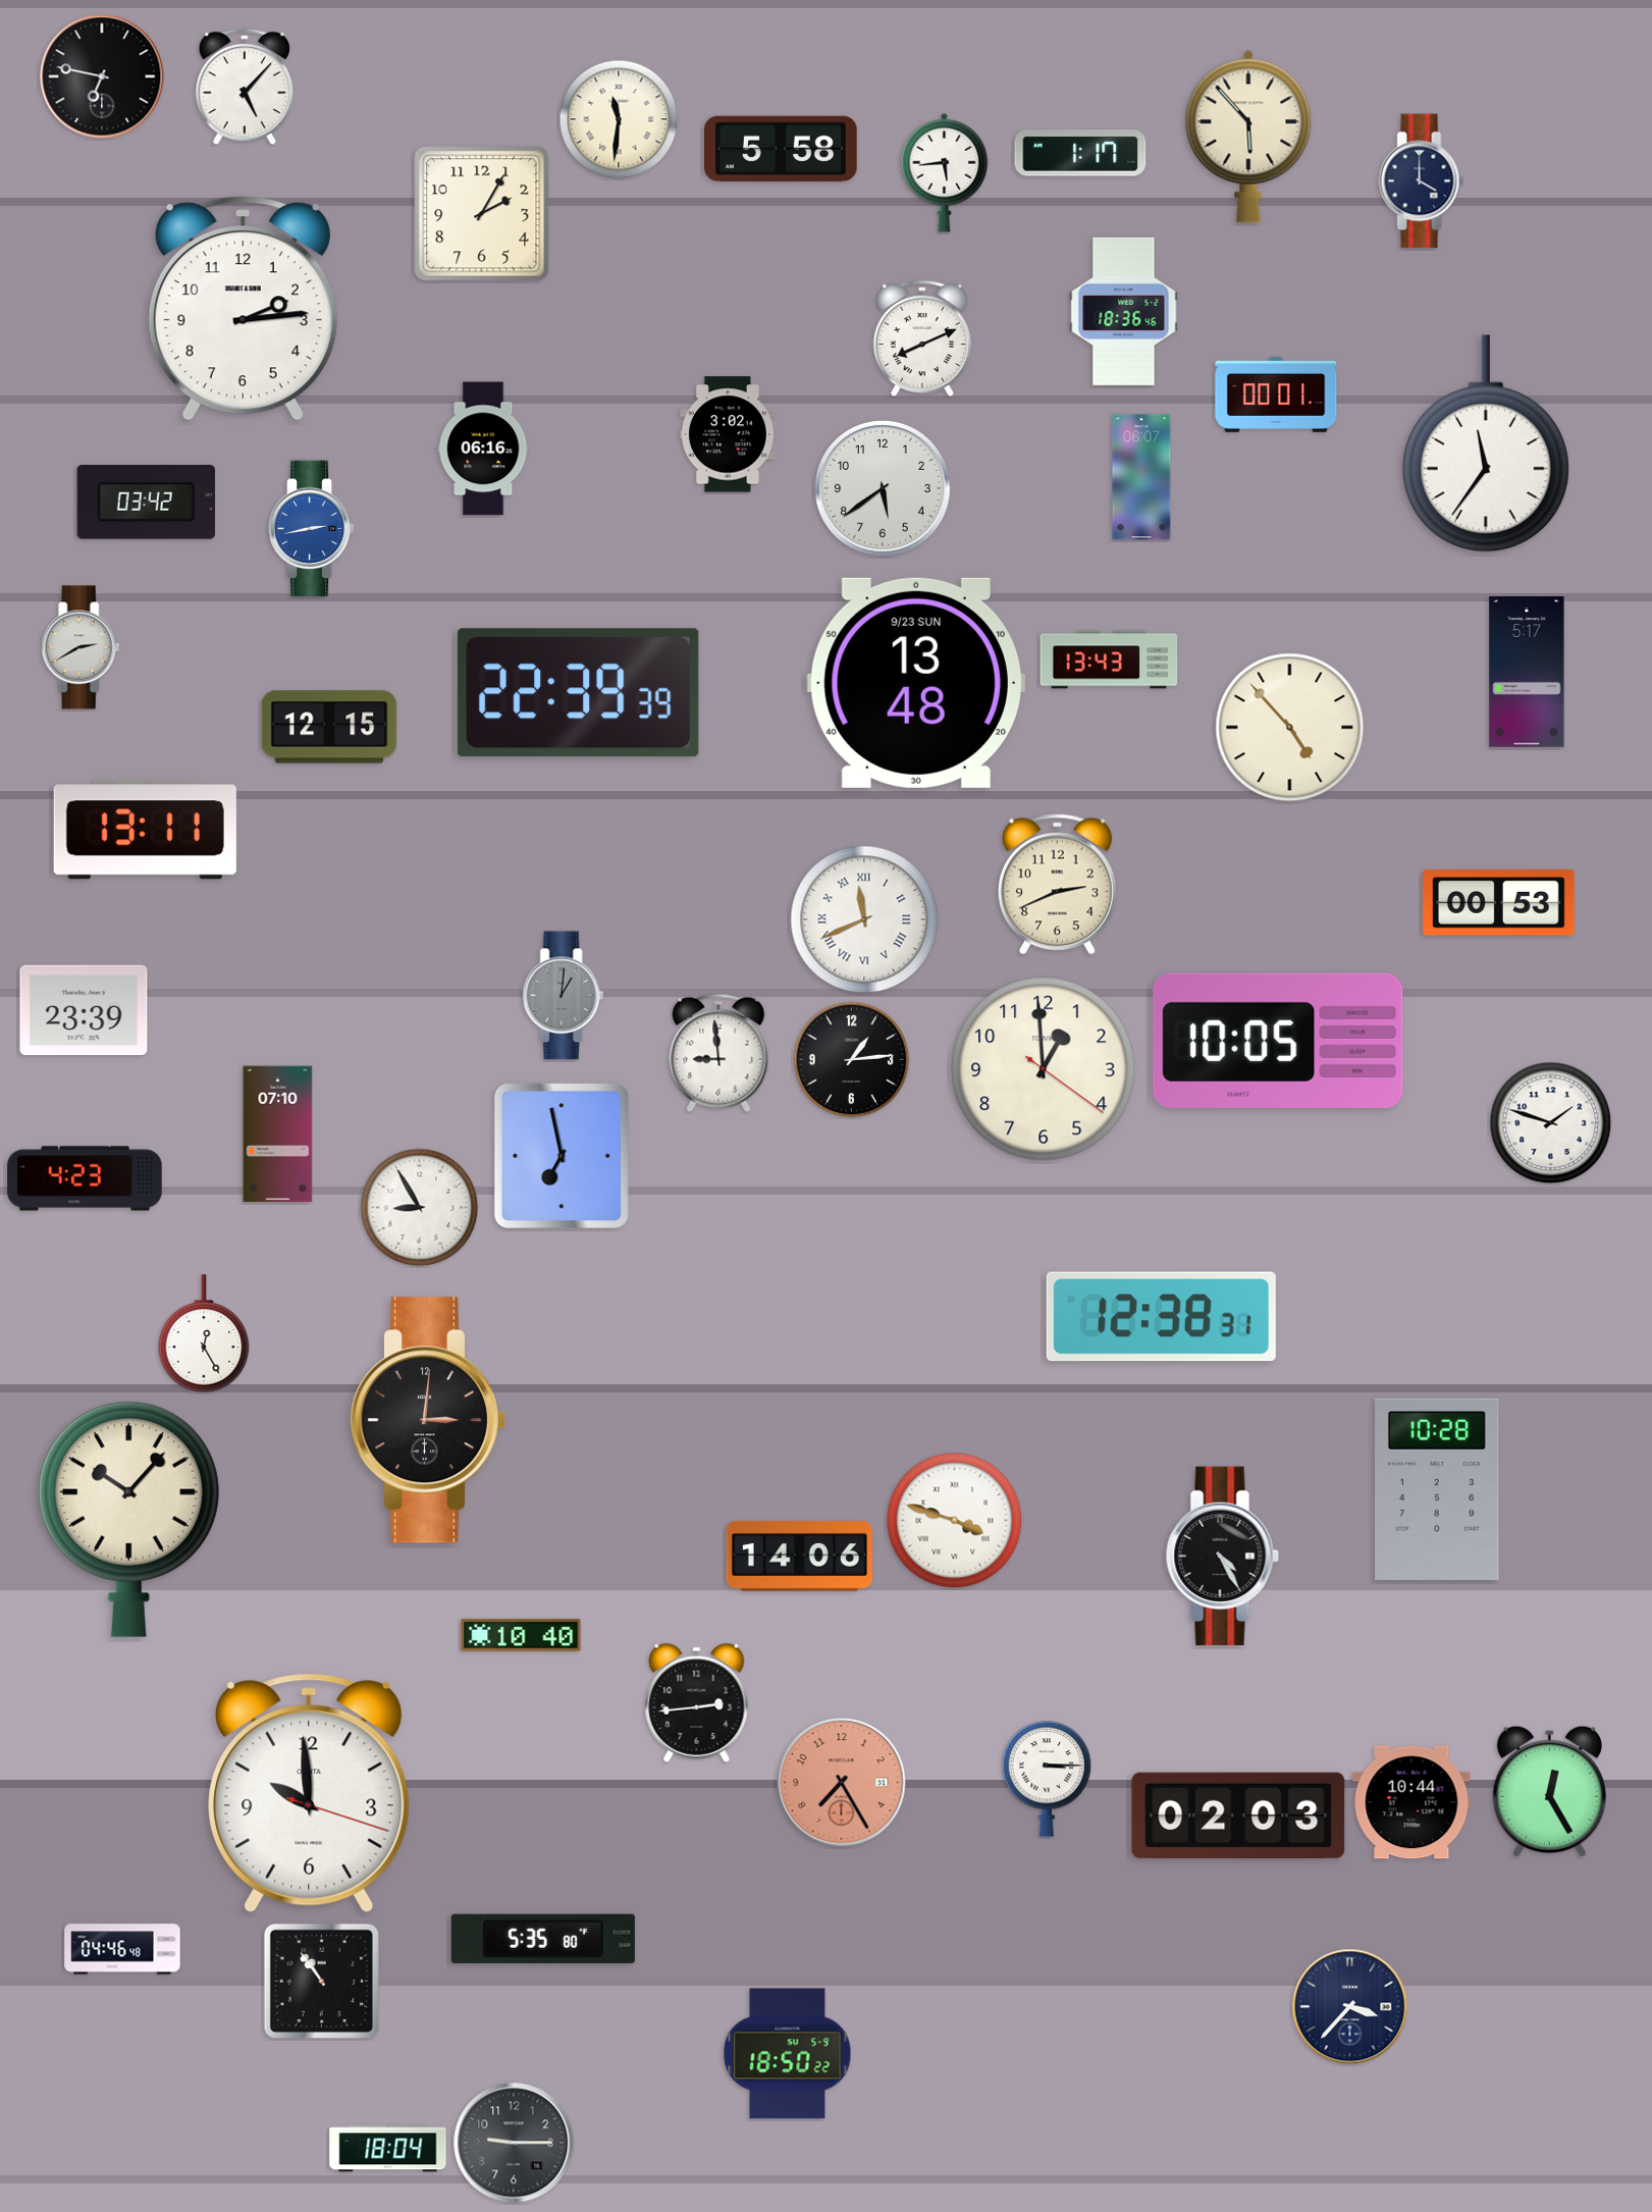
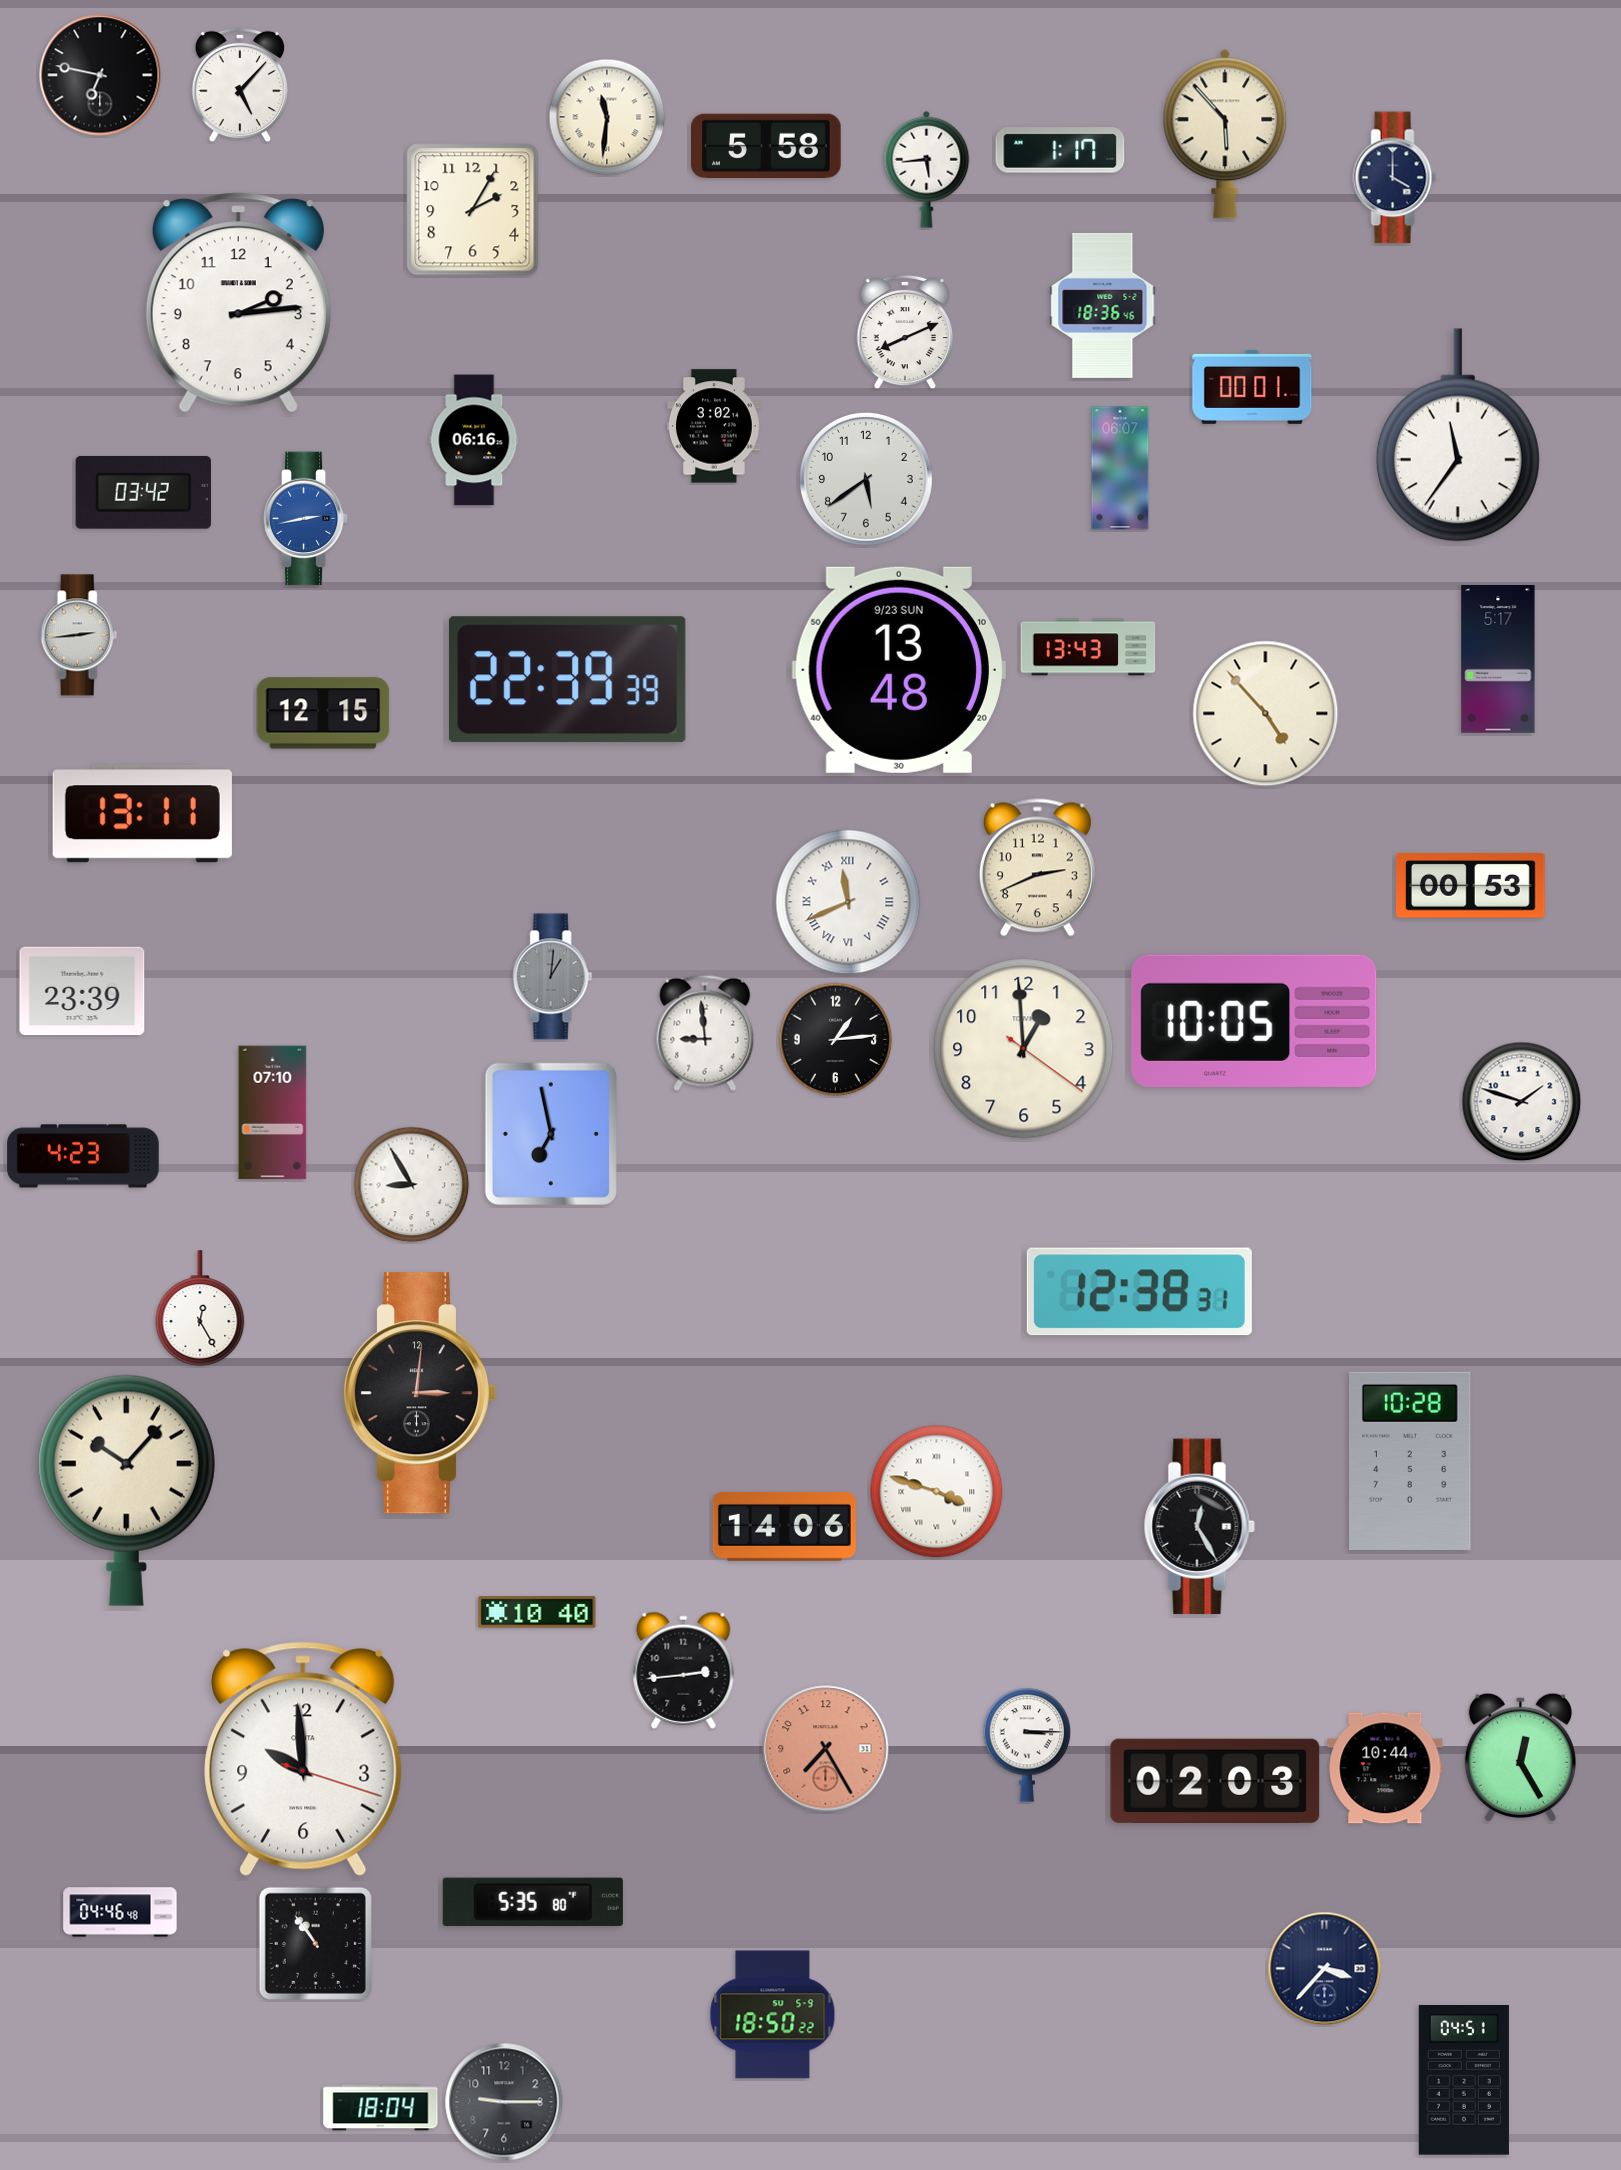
clock at (81, 647): 2:40 -> 2:44
clock at (1222, 1557): 4:25 -> 12:25
clock at (521, 1635) position: (521, 1635) -> (537, 1612)
clock at (1464, 2081): none -> 04:51
